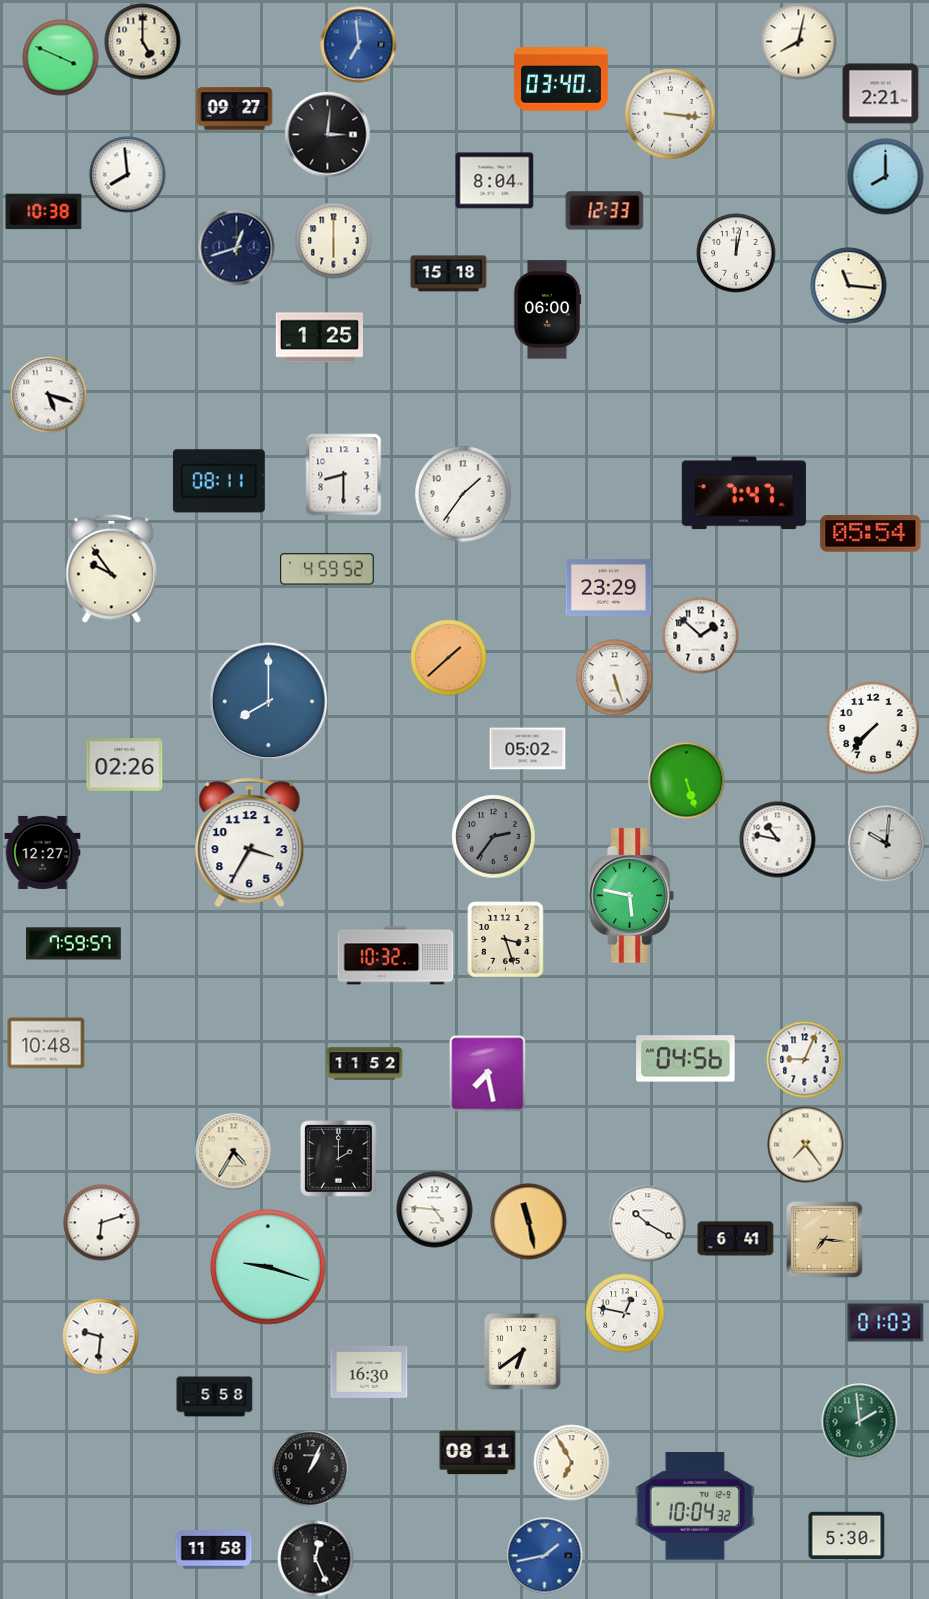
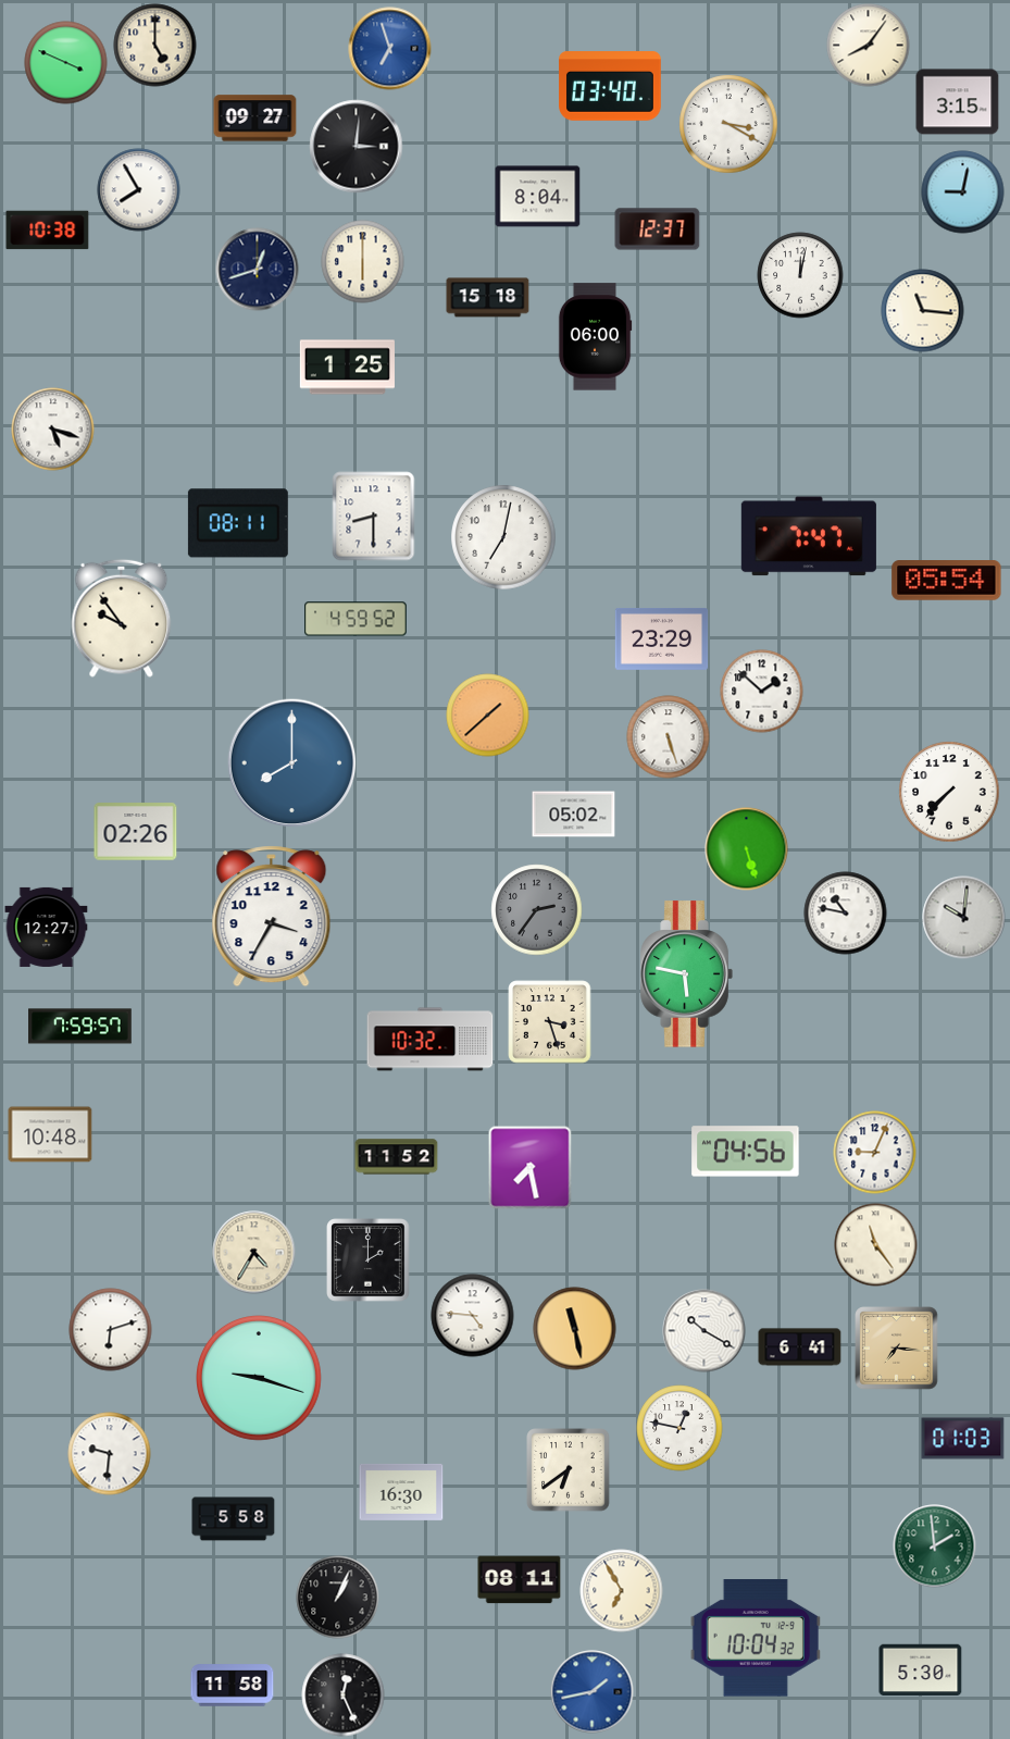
clock at (799, 42): 8:02 -> 8:06
clock at (359, 45): 6:59 -> 6:57
clock at (881, 94): 2:21 -> 3:15
clock at (670, 114): 3:16 -> 3:20
clock at (128, 175): 7:59 -> 7:55
clock at (886, 177): 8:00 -> 9:02
clock at (605, 211): 12:33 -> 12:37
clock at (463, 494): 1:36 -> 7:02
clock at (806, 1145): 7:24 -> 11:24
clock at (269, 1268) position: (269, 1268) -> (260, 1379)
